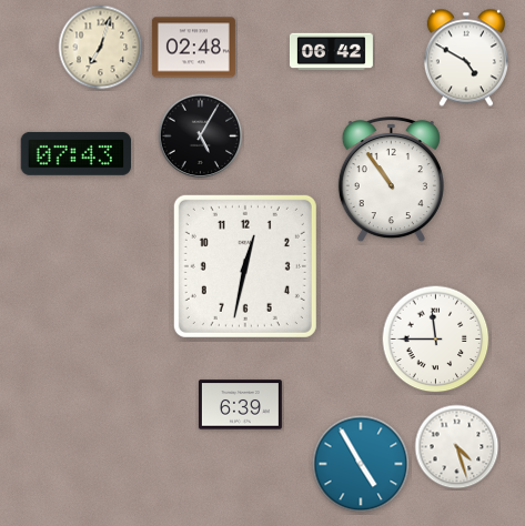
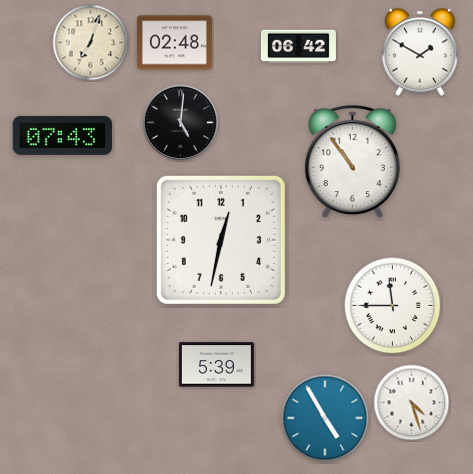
clock at (466, 58): 4:50 -> 1:50
clock at (201, 136): 5:05 -> 5:01
clock at (77, 153) position: (77, 153) -> (63, 135)
clock at (240, 405): 6:39 -> 5:39
